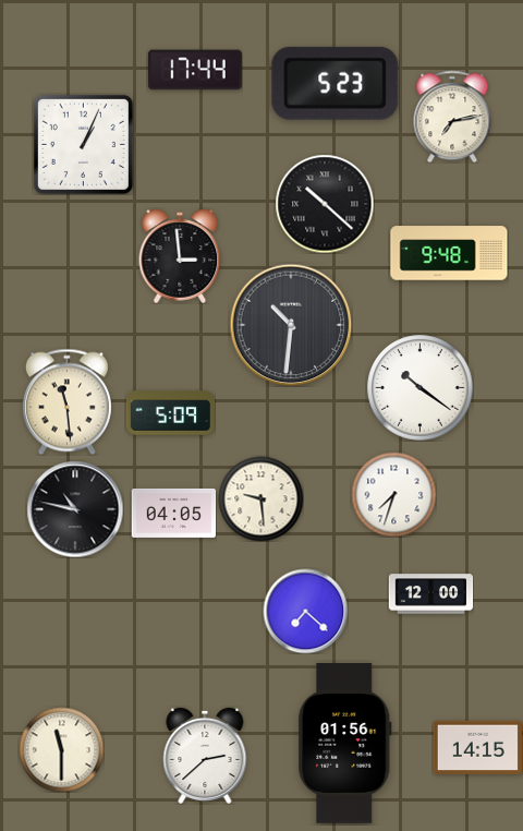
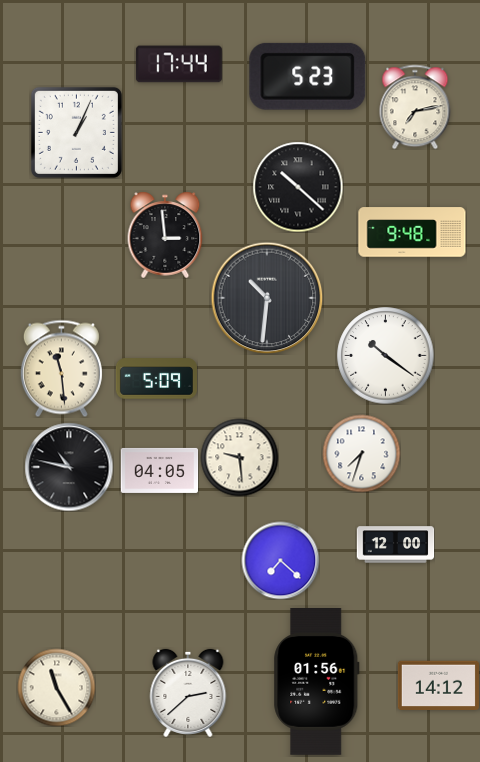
clock at (477, 748): 14:15 -> 14:12
clock at (61, 749): 11:30 -> 11:25
